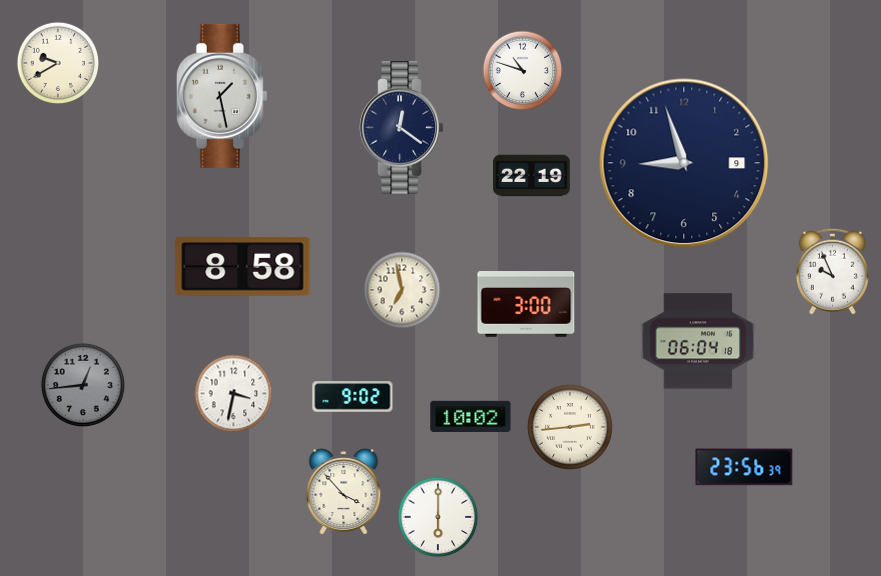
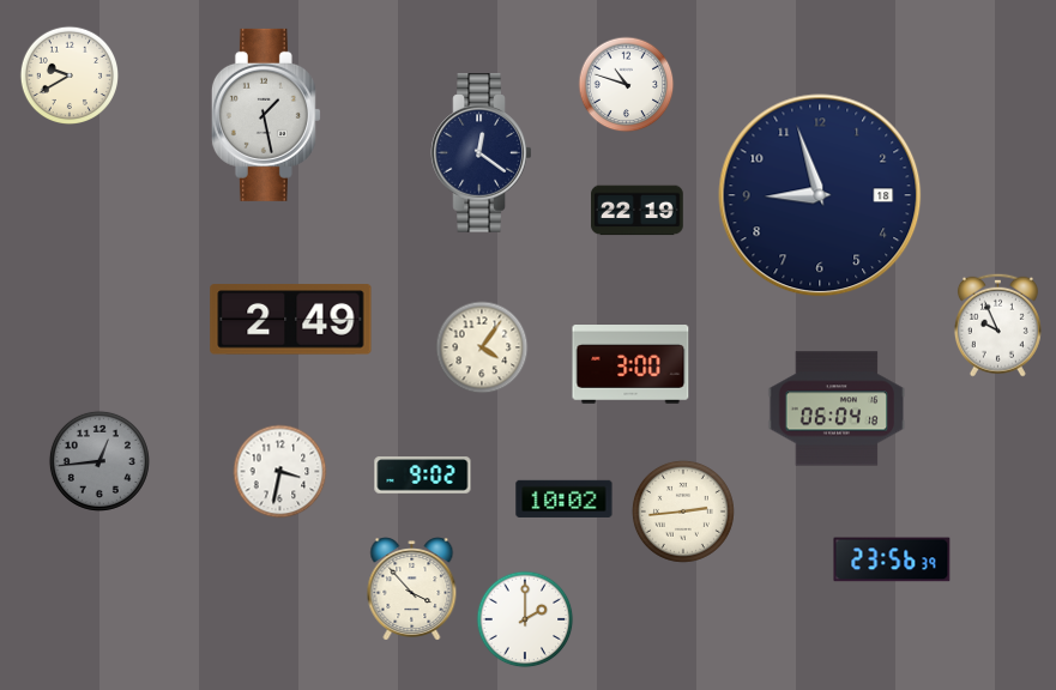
clock at (684, 163) date: 9 -> 18
clock at (243, 267): 8:58 -> 2:49
clock at (402, 290): 6:58 -> 4:06
clock at (438, 517): 6:00 -> 2:00
